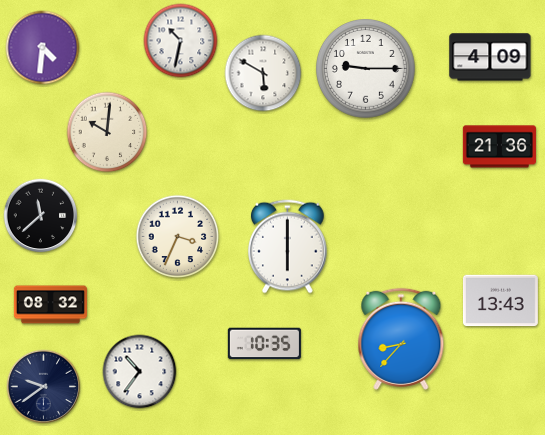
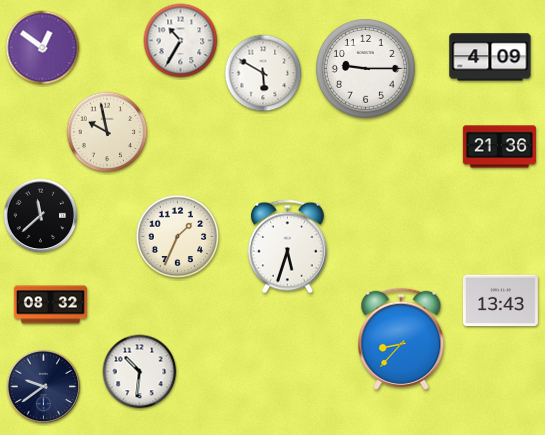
clock at (181, 41): 10:32 -> 10:35
clock at (43, 48): 4:31 -> 12:51
clock at (107, 132): 10:01 -> 9:58
clock at (178, 237): 3:34 -> 1:34
clock at (288, 247): 6:00 -> 5:33
clock at (264, 344): 10:35 -> none
clock at (140, 372): 10:36 -> 10:31
